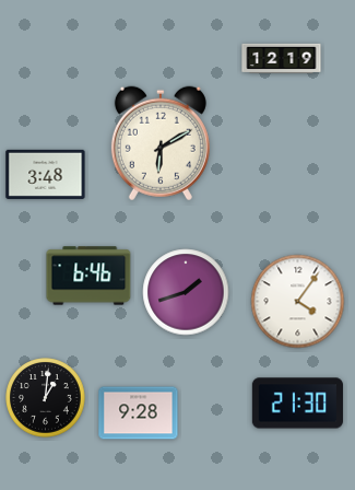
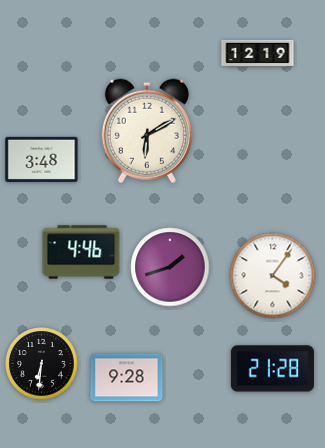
clock at (88, 276): 6:46 -> 4:46
clock at (46, 398): 1:01 -> 6:31
clock at (297, 404): 21:30 -> 21:28
